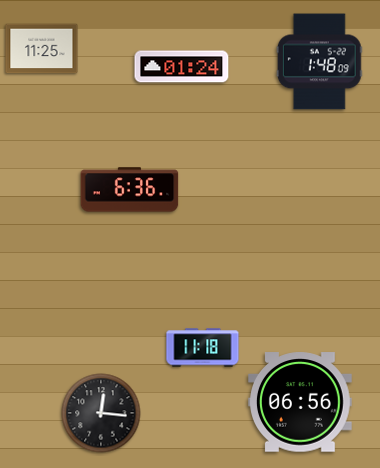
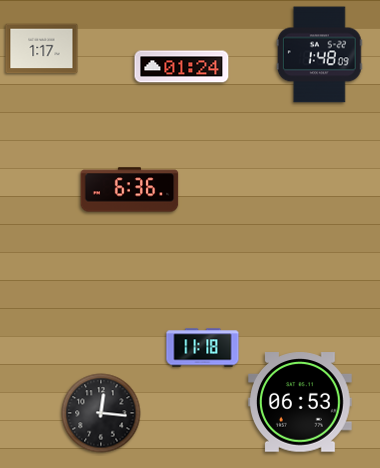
clock at (42, 49): 11:25 -> 1:17
clock at (319, 62) position: (319, 62) -> (319, 55)
clock at (301, 402): 06:56 -> 06:53
